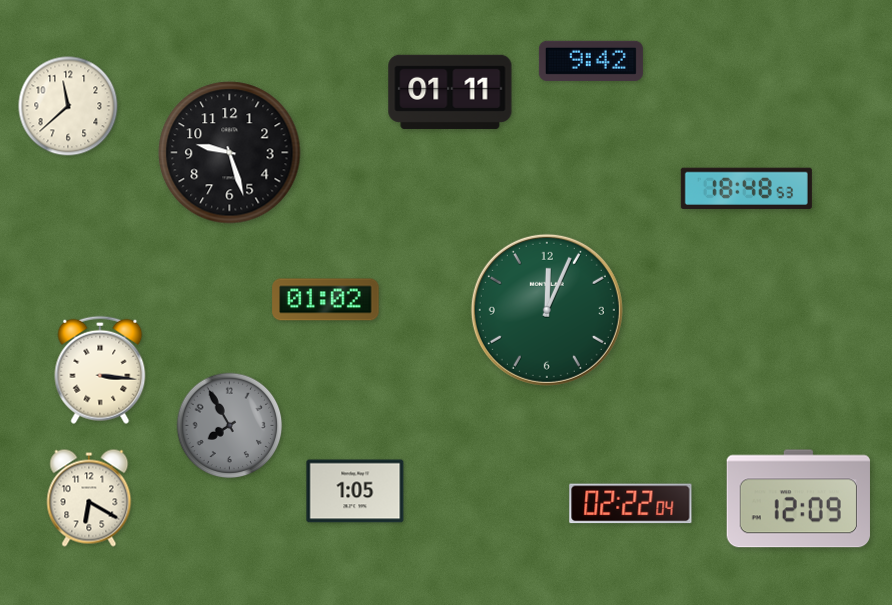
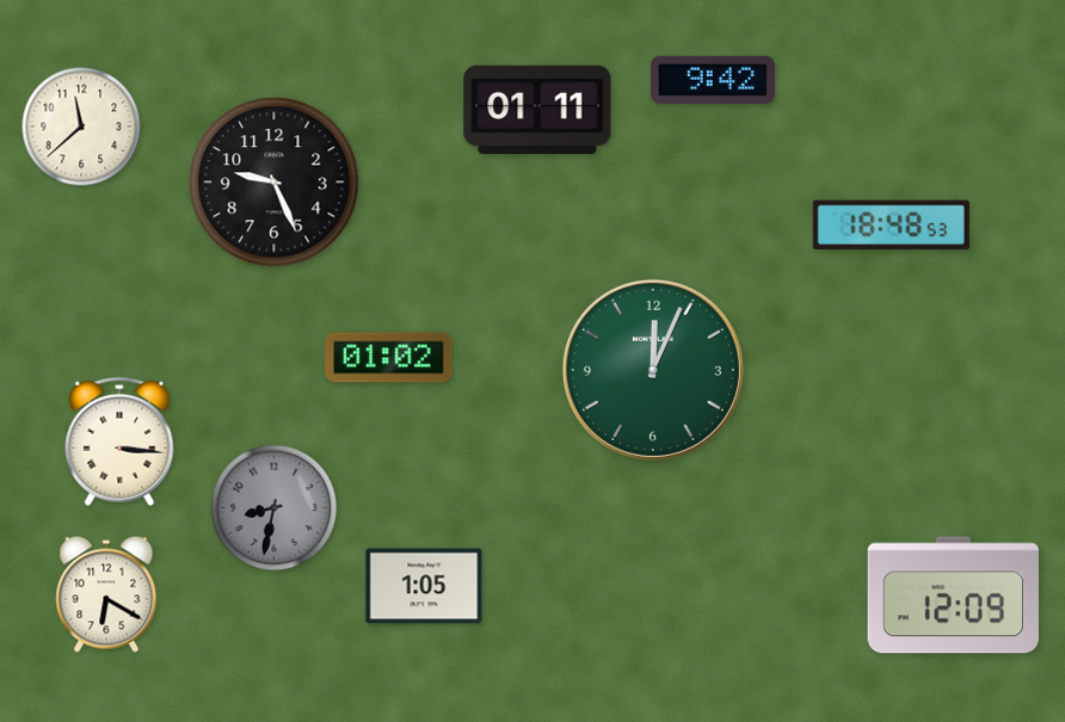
clock at (591, 61) position: (591, 61) -> (713, 80)
clock at (230, 153): 9:27 -> 9:26
clock at (230, 426): 7:55 -> 8:32
clock at (631, 504): 02:22 -> none
